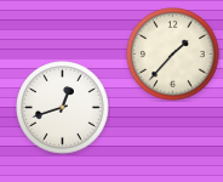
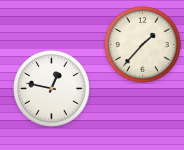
clock at (63, 108): 12:42 -> 12:47
